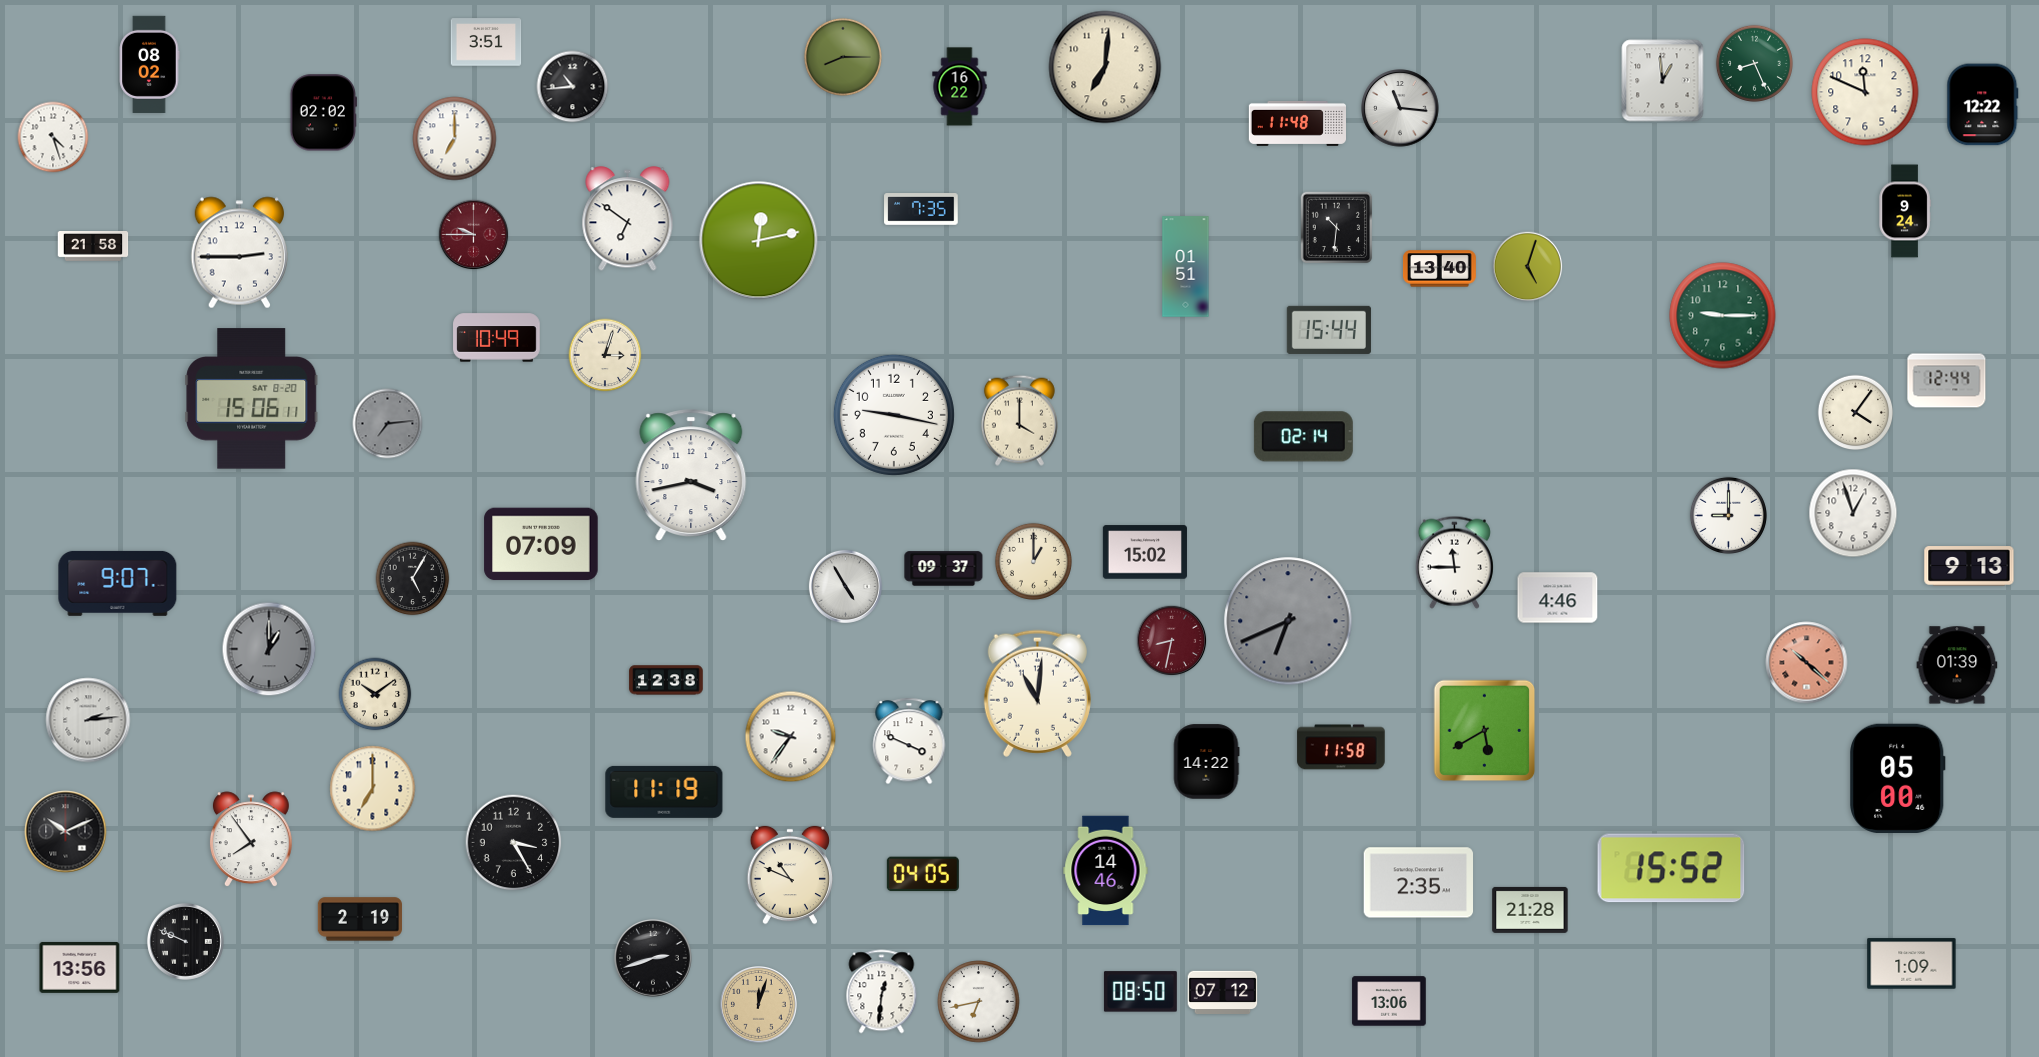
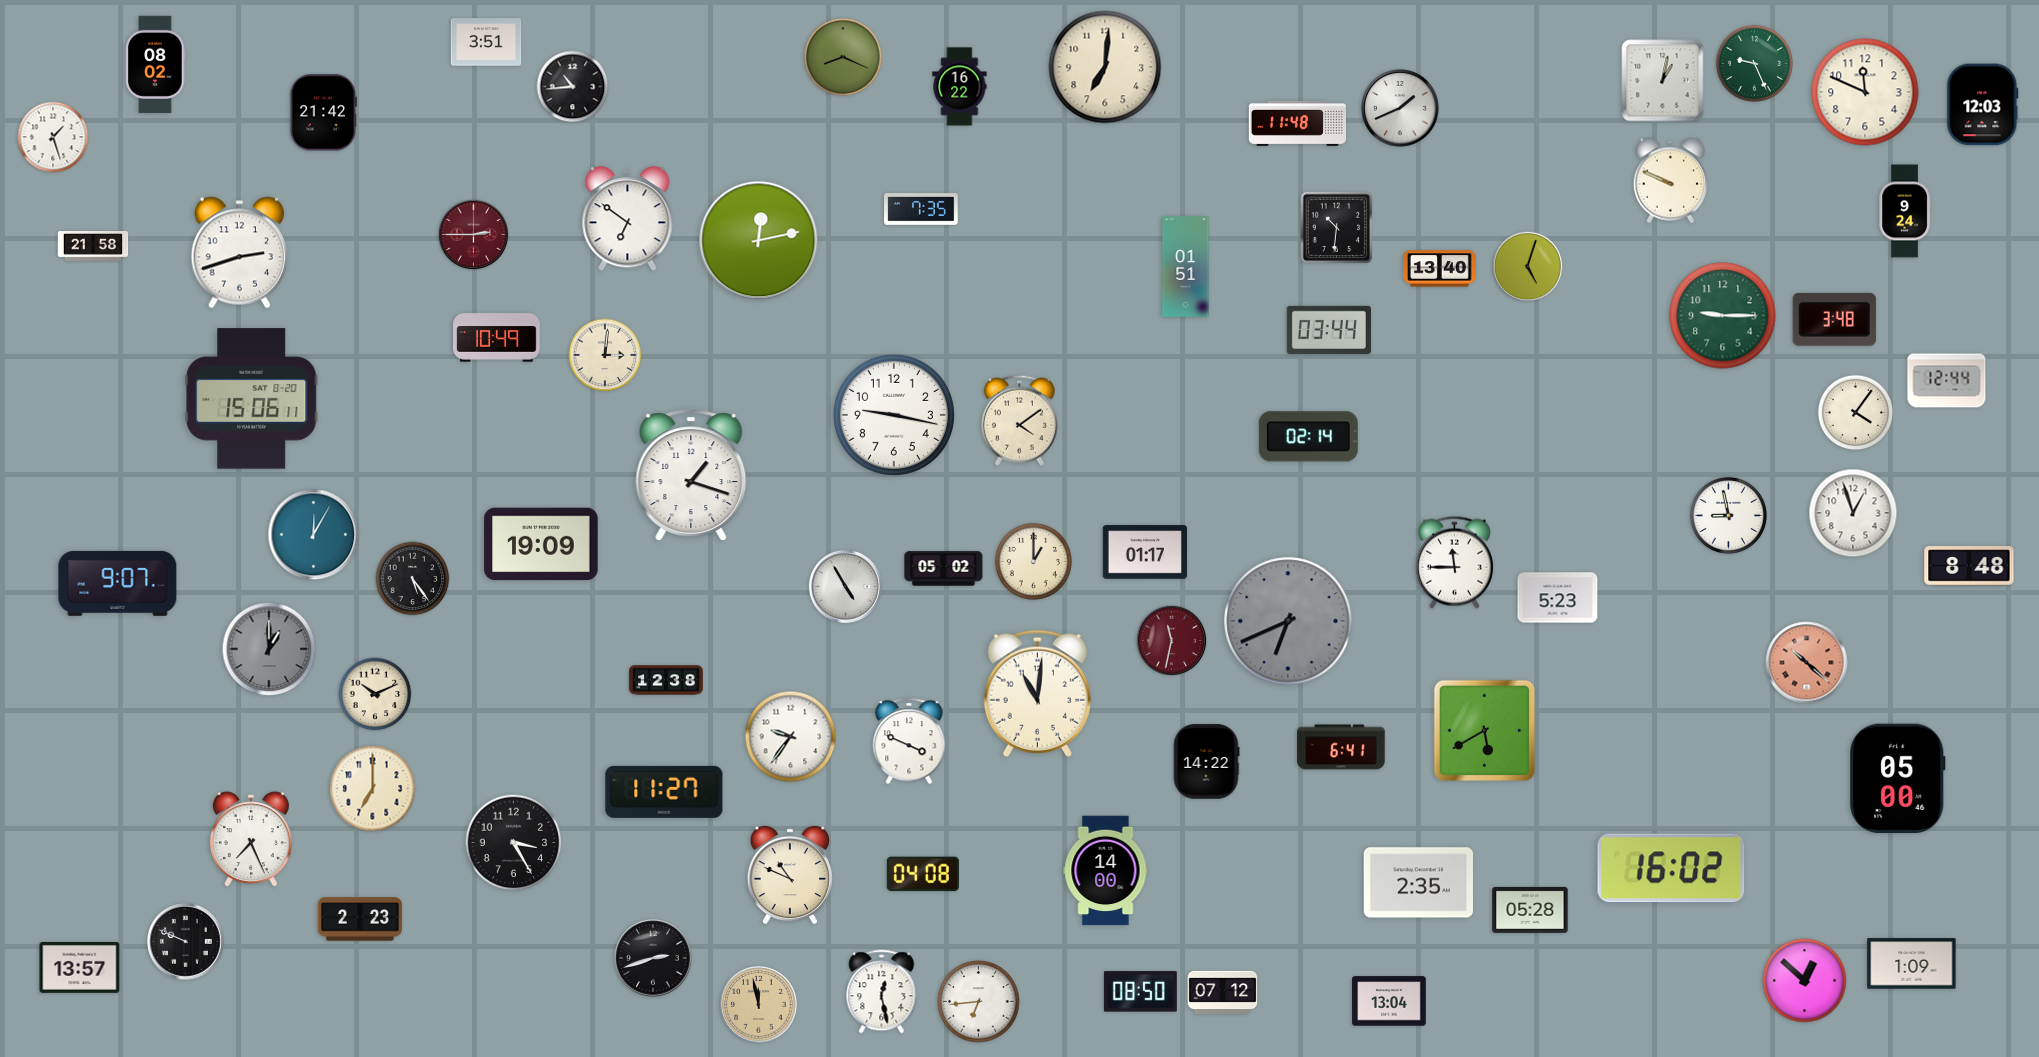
clock at (843, 57): 8:15 -> 8:19
clock at (1754, 63): 8:26 -> 9:26
clock at (149, 64) position: (149, 64) -> (155, 64)
clock at (1663, 81): 12:59 -> 1:02
clock at (1983, 105): 12:22 -> 12:03
clock at (1400, 108): 11:16 -> 1:41
clock at (323, 113): 02:02 -> 21:42
clock at (53, 137): 4:27 -> 1:27
clock at (455, 139): 7:00 -> none
clock at (1670, 181): none -> 9:49
clock at (474, 235): 9:45 -> 2:45
clock at (239, 253): 2:45 -> 2:42
clock at (1834, 319): none -> 3:48
clock at (1329, 330): 15:44 -> 03:44
clock at (605, 355): 3:03 -> 3:01
clock at (1019, 420): 4:00 -> 4:09
clock at (388, 424): 7:14 -> none
clock at (1303, 437) position: (1303, 437) -> (1308, 437)
clock at (691, 475): 3:43 -> 1:18
clock at (1728, 515): 9:00 -> 8:58
clock at (314, 535): none -> 12:05
clock at (541, 544): 07:09 -> 19:09
clock at (1145, 552): 15:02 -> 01:17
clock at (1969, 566): 9:13 -> 8:48
clock at (944, 569): 09:37 -> 05:02
clock at (413, 579): 5:05 -> 5:24
clock at (1558, 598): 4:46 -> 5:23
clock at (1172, 641): 8:32 -> 11:32
clock at (1957, 665): 01:39 -> none
clock at (375, 694): 10:09 -> 10:11
clock at (88, 720): 2:14 -> none
clock at (1341, 747): 11:58 -> 6:41
clock at (664, 792): 11:19 -> 11:27
clock at (66, 832): 10:11 -> none
clock at (251, 840): 7:54 -> 7:26
clock at (1671, 868): 15:52 -> 16:02
clock at (1106, 871): 14:46 -> 14:00
clock at (923, 874): 04:05 -> 04:08
clock at (1530, 910): 21:28 -> 05:28
clock at (360, 919): 2:19 -> 2:23
clock at (80, 967): 13:56 -> 13:57
clock at (1805, 981): none -> 12:52
clock at (882, 992): 12:31 -> 12:28
clock at (1389, 1001): 13:06 -> 13:04
clock at (979, 1002): 6:43 -> 6:44
clock at (759, 1005): 12:03 -> 11:58
